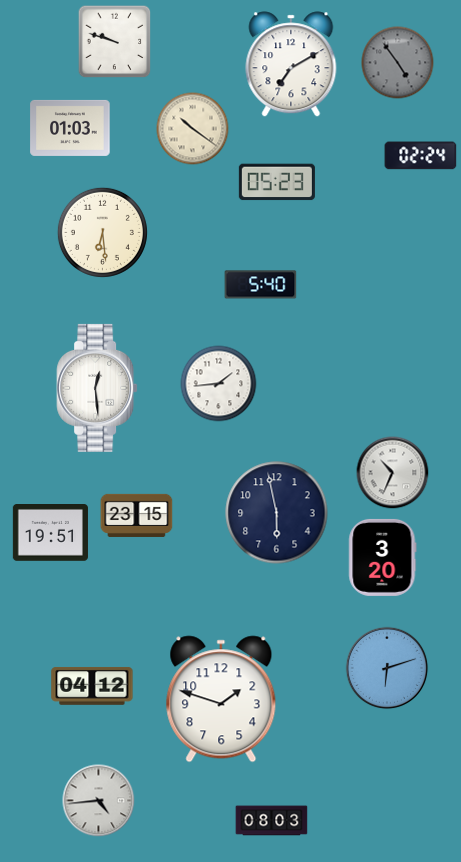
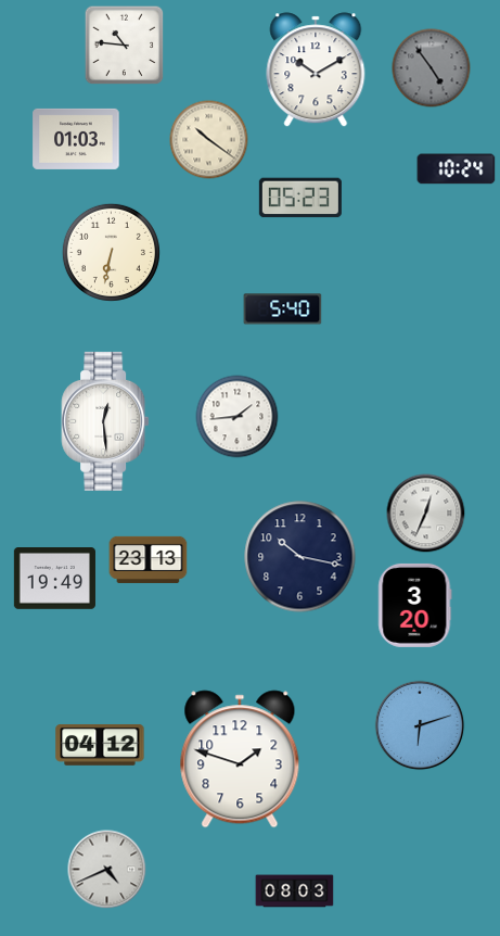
clock at (115, 42): 9:48 -> 10:46
clock at (291, 64): 7:10 -> 10:10
clock at (421, 156): 02:24 -> 10:24
clock at (102, 232): 6:29 -> 6:32
clock at (393, 473): 10:34 -> 12:34
clock at (277, 513): 5:58 -> 10:17
clock at (137, 515): 23:15 -> 23:13
clock at (50, 533): 19:51 -> 19:49
clock at (99, 801): 4:44 -> 4:41
